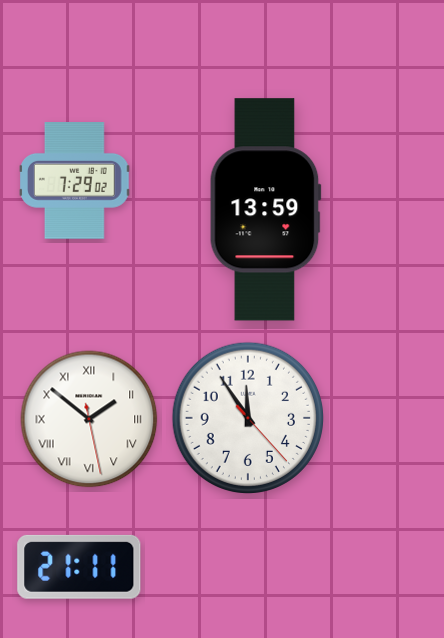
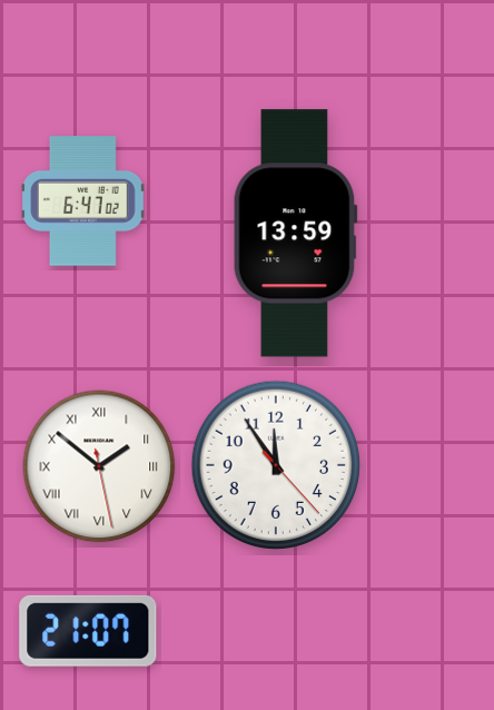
clock at (75, 181): 7:29 -> 6:47
clock at (79, 567): 21:11 -> 21:07
